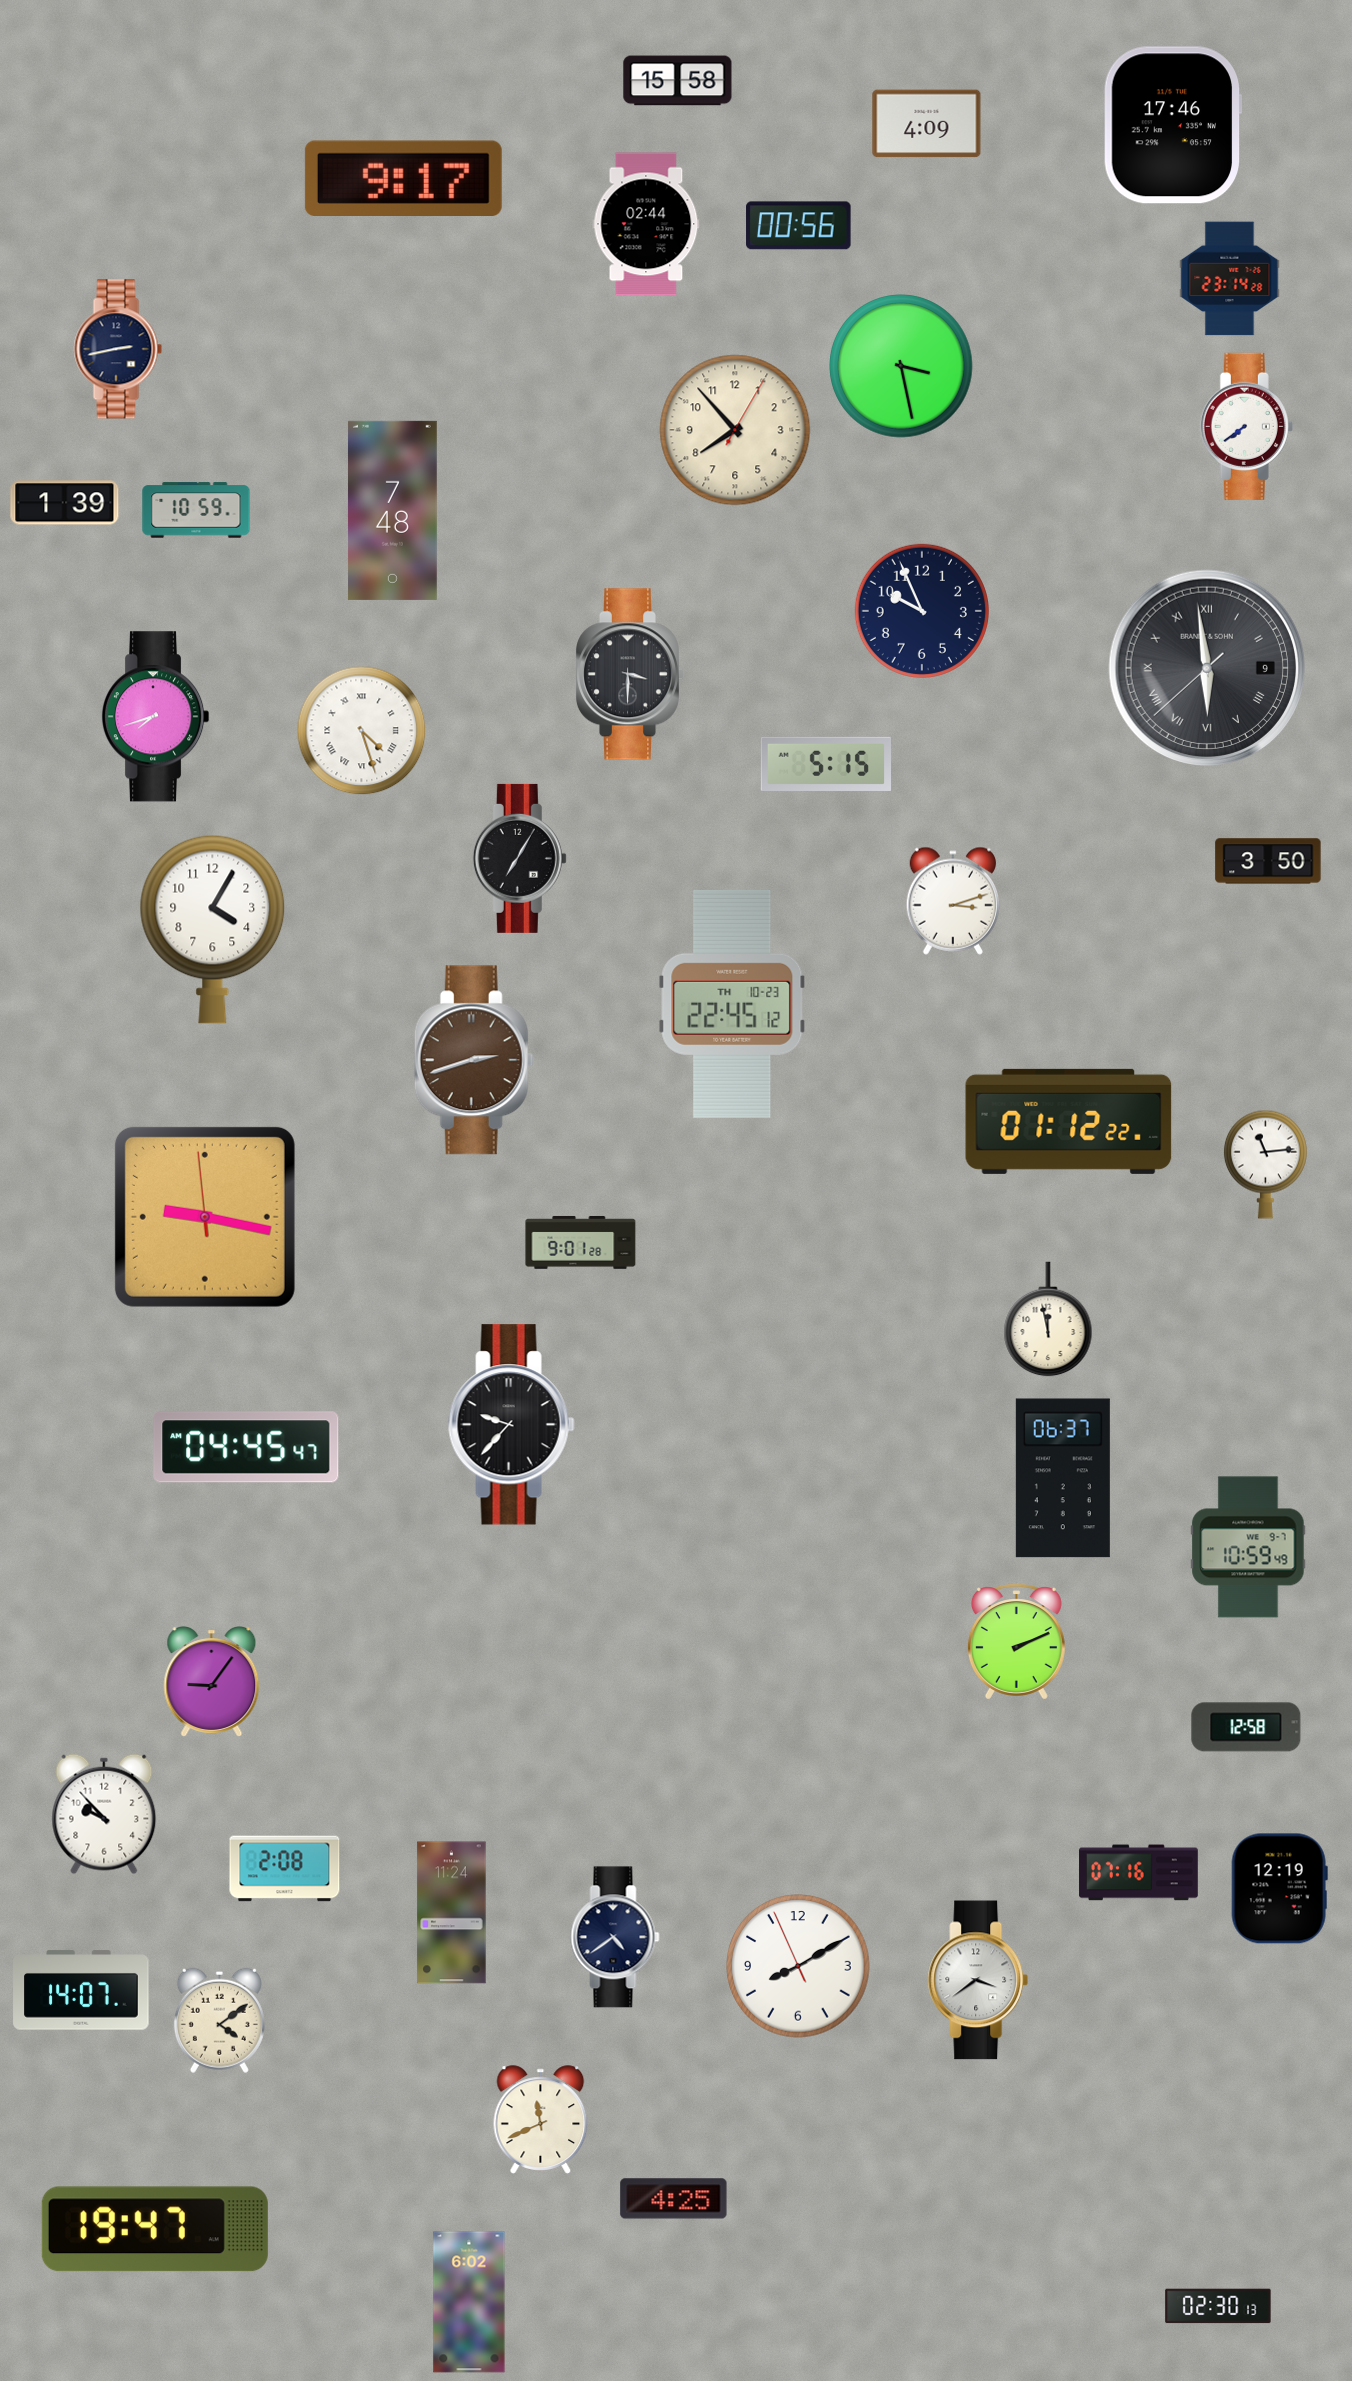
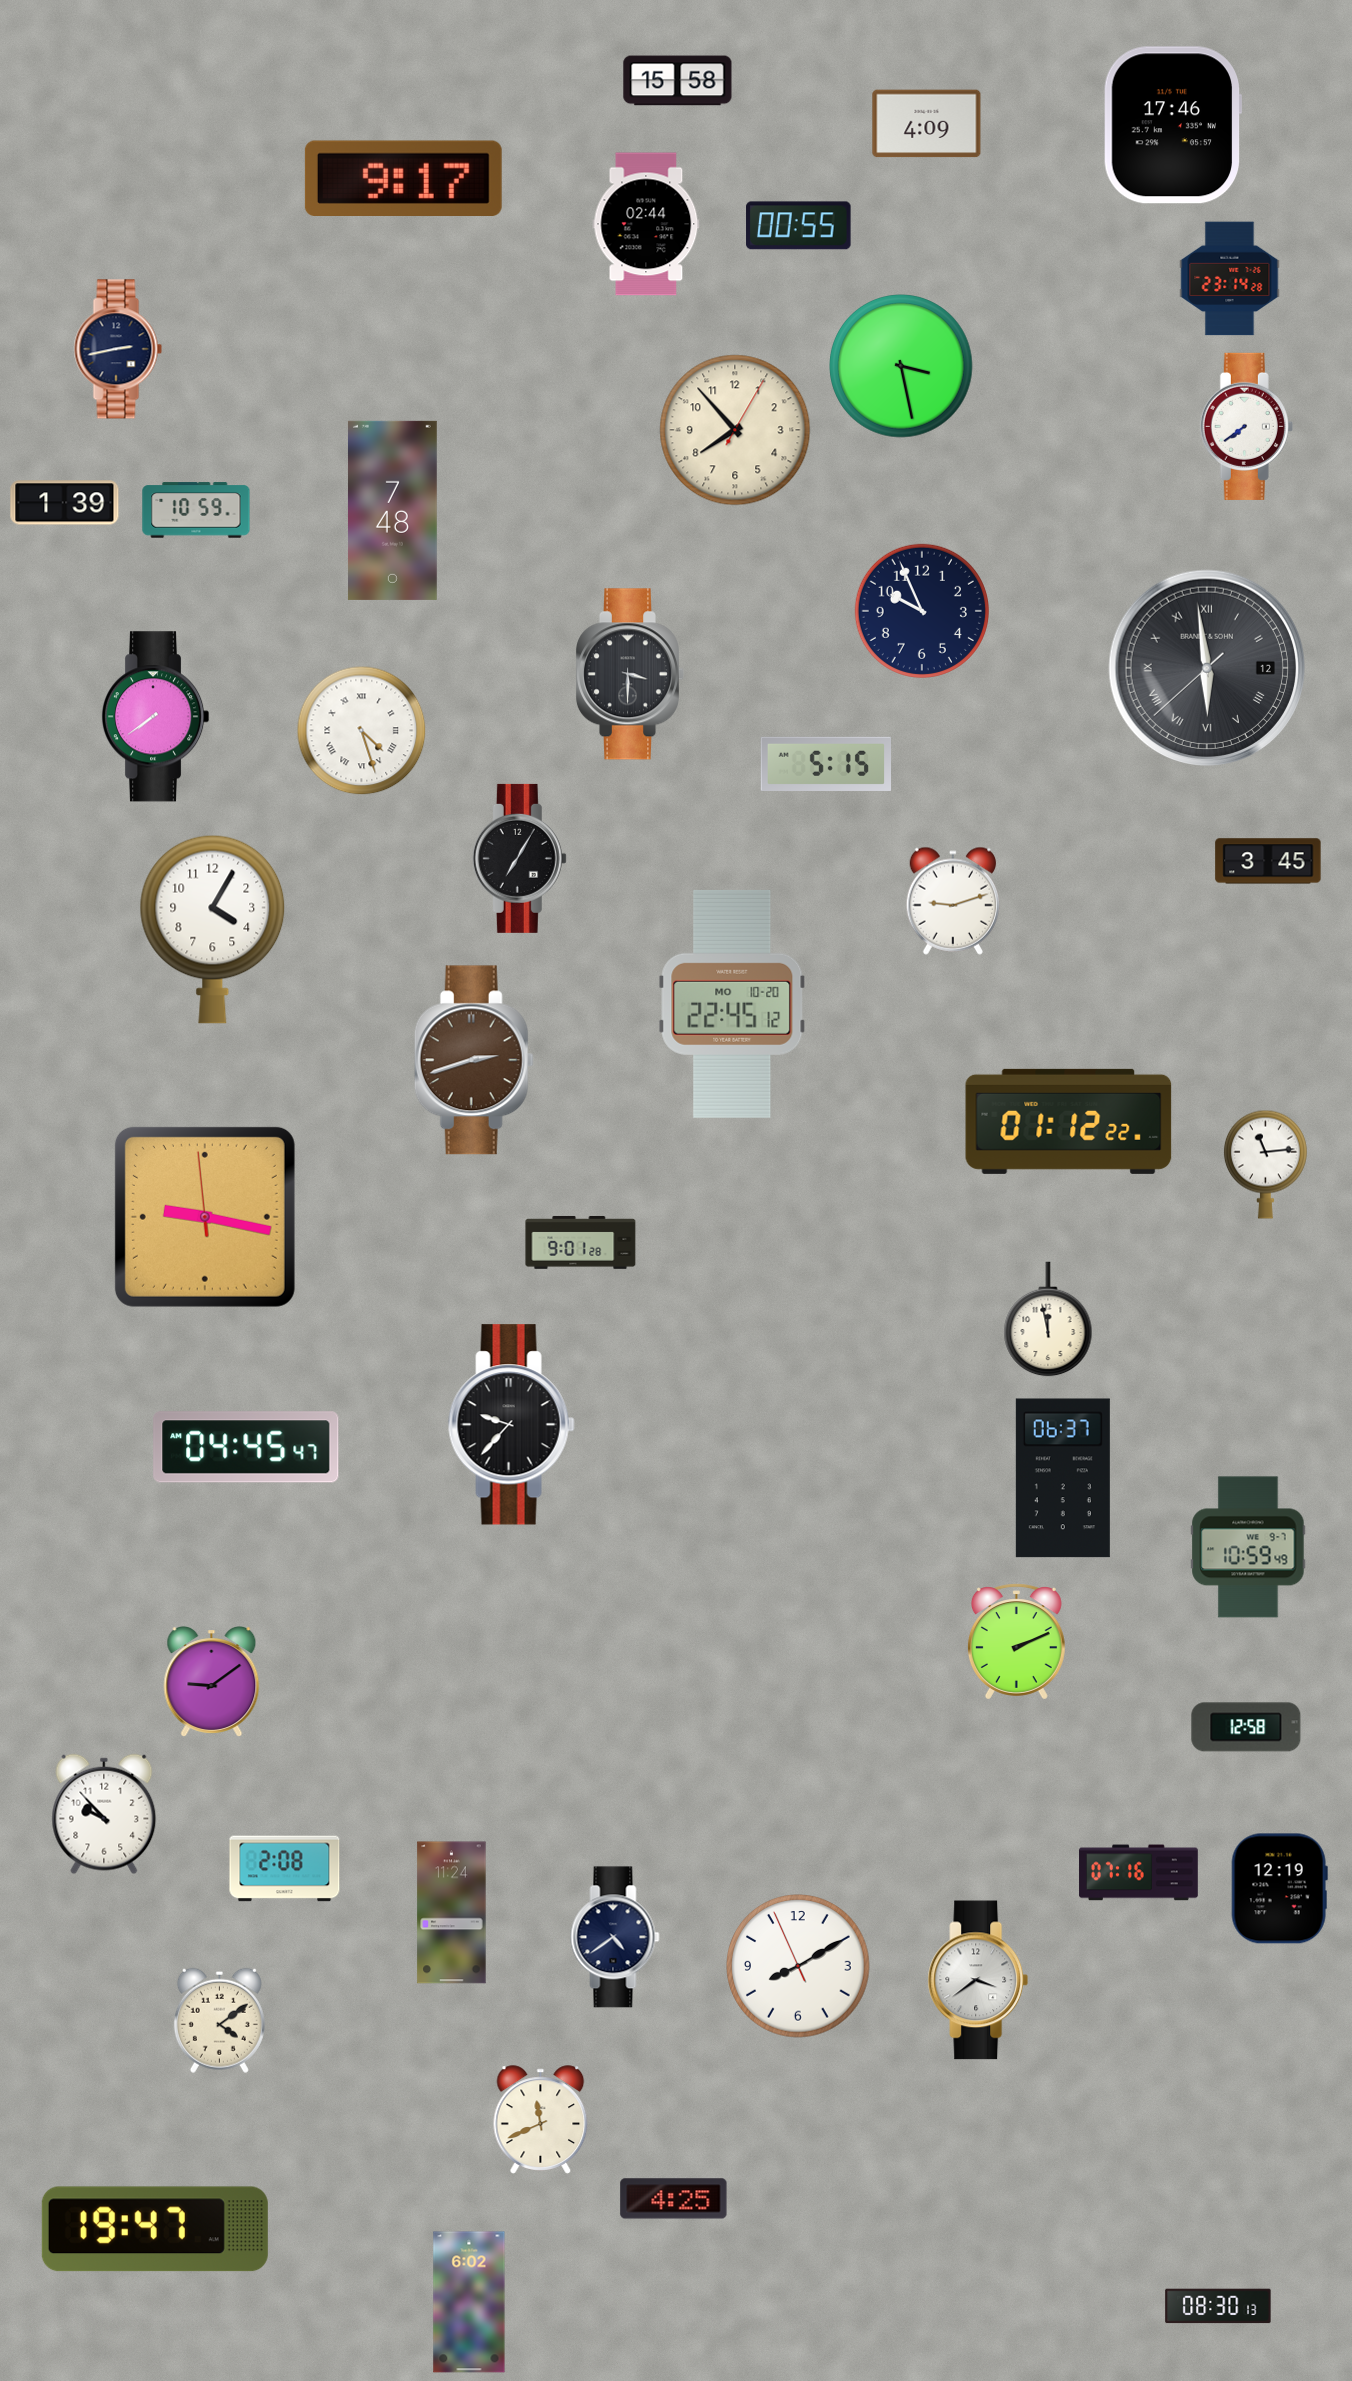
clock at (799, 226): 00:56 -> 00:55
clock at (1207, 668) date: 9 -> 12
clock at (155, 717): 7:42 -> 7:39
clock at (1268, 861): 3:50 -> 3:45
clock at (952, 901): 3:12 -> 9:12
clock at (732, 1004) date: TH 10-23 -> MO 10-20
clock at (212, 1682): 9:06 -> 9:09
clock at (81, 1990): 14:07 -> none
clock at (1218, 2306): 02:30 -> 08:30
